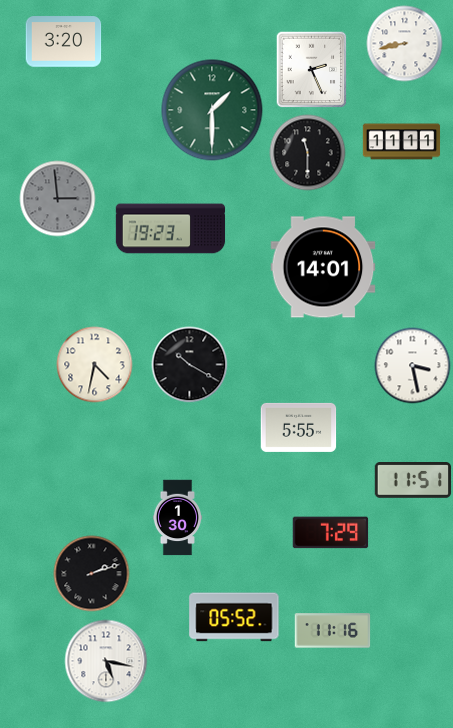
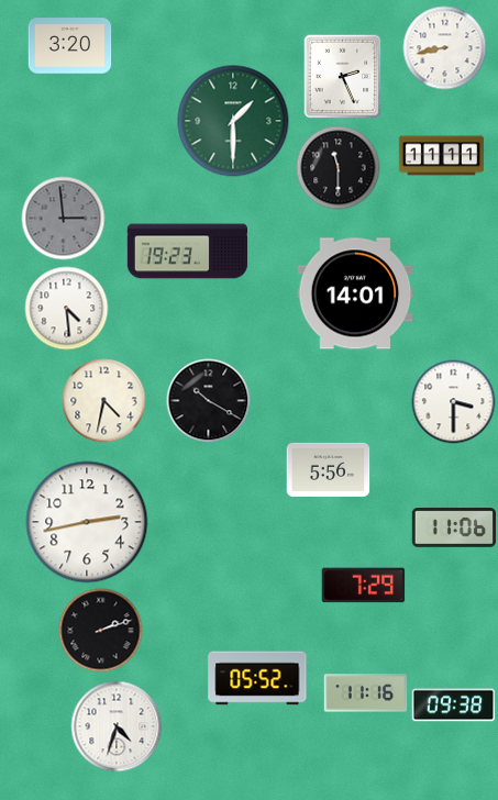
clock at (67, 309): none -> 4:29
clock at (413, 366): 3:28 -> 3:30
clock at (299, 427): 5:55 -> 5:56
clock at (87, 522): none -> 2:43
clock at (413, 481): 11:51 -> 11:06
clock at (177, 518): 1:30 -> none
clock at (454, 705): none -> 09:38
clock at (106, 661): 5:17 -> 4:33
